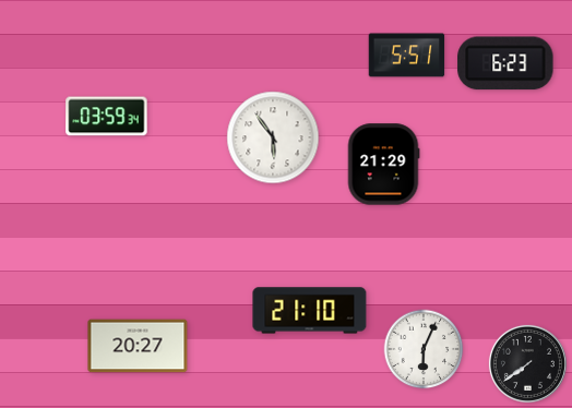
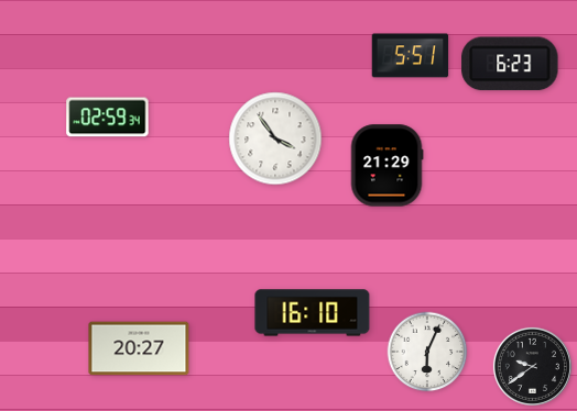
clock at (107, 117): 03:59 -> 02:59
clock at (273, 137): 5:54 -> 3:54
clock at (310, 311): 21:10 -> 16:10
clock at (527, 363): 7:39 -> 9:39
